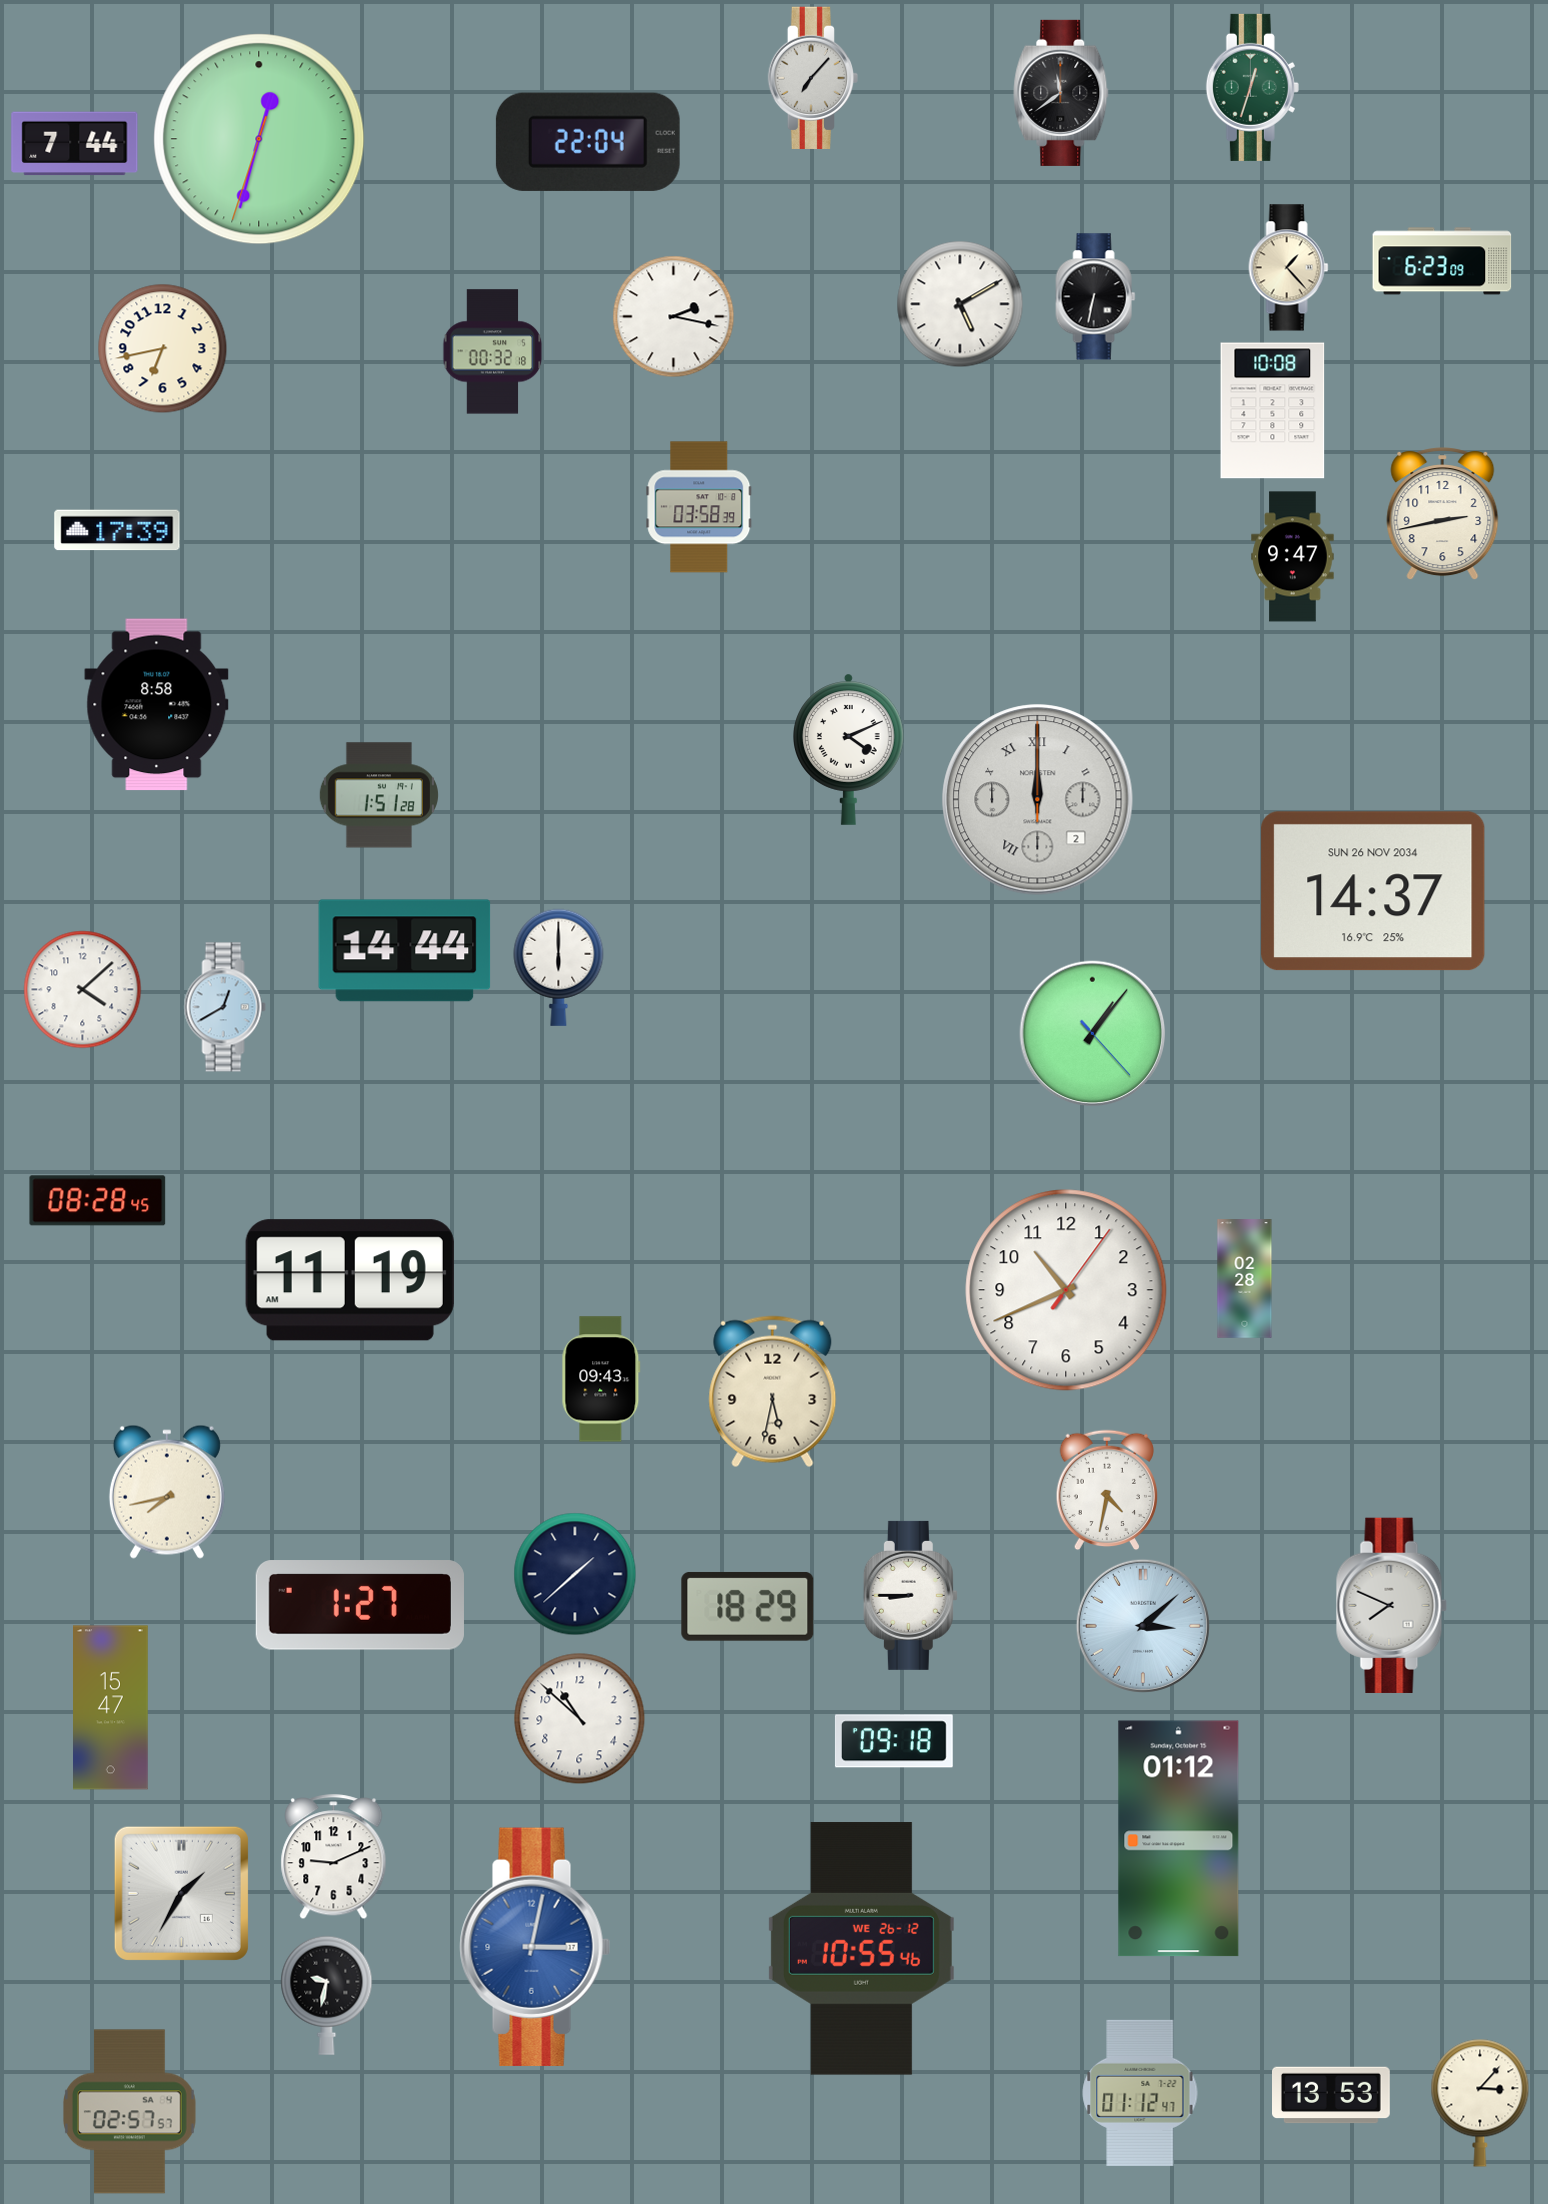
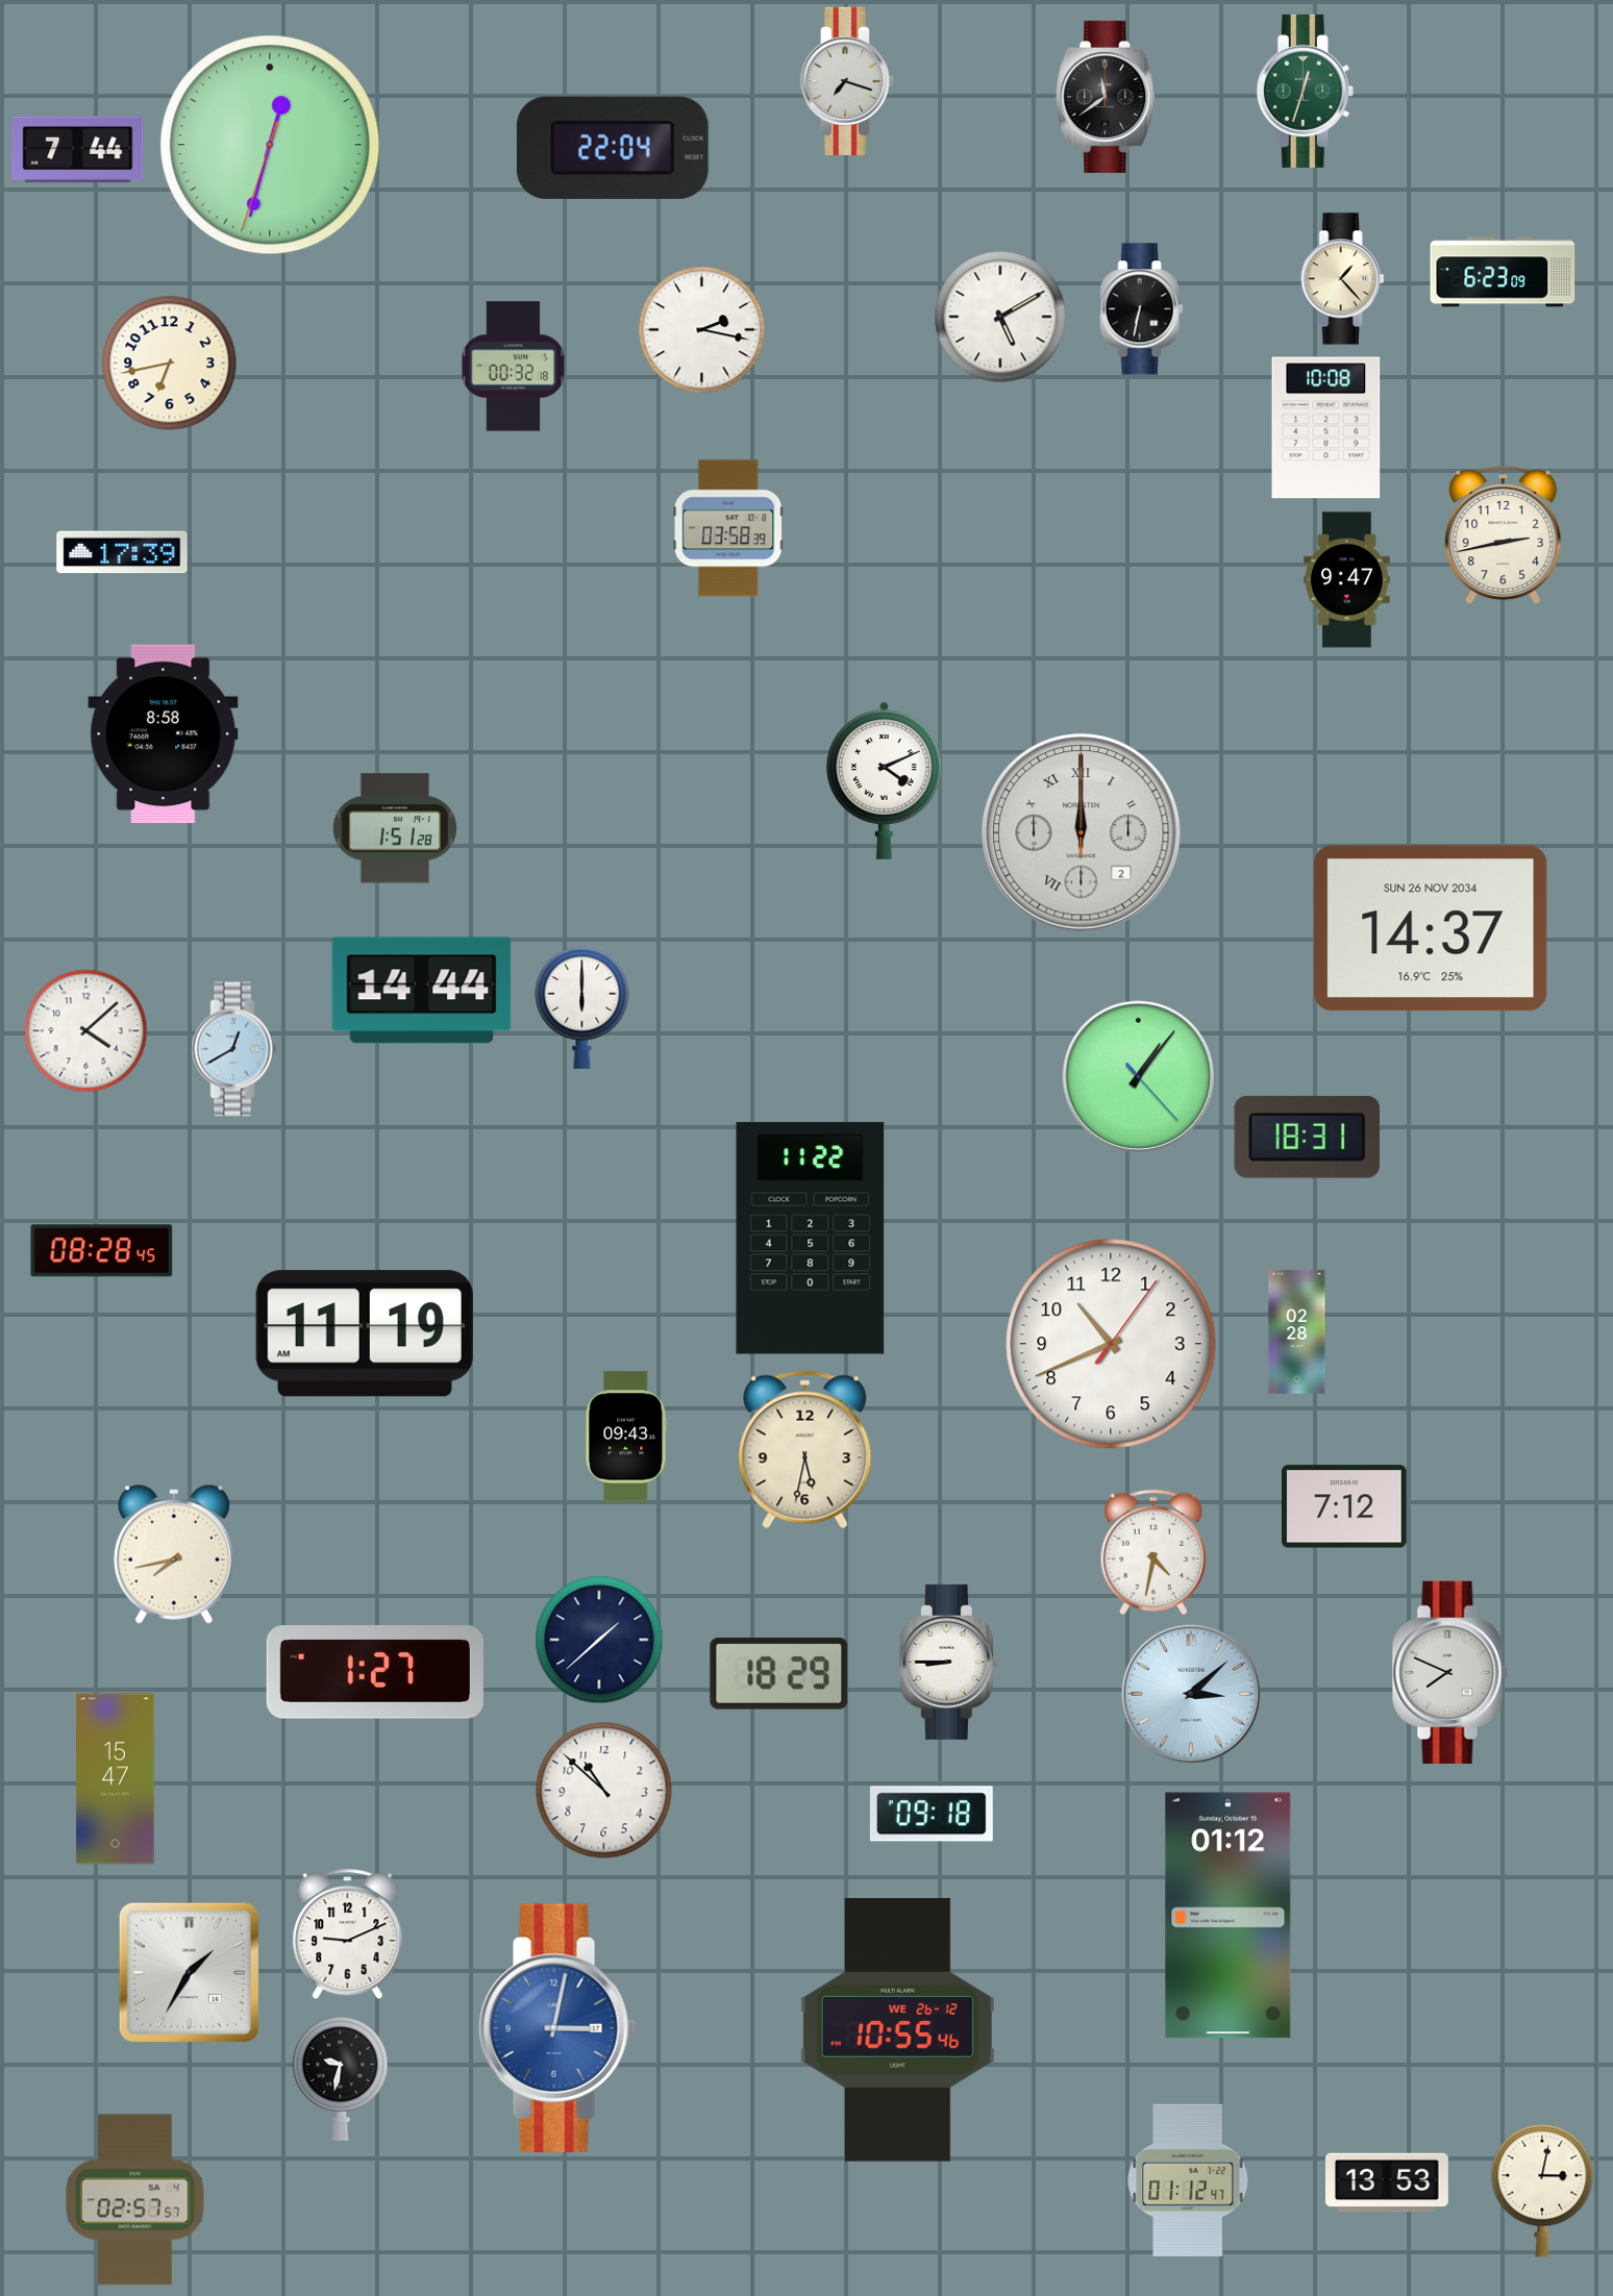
clock at (813, 77): 7:07 -> 7:18
clock at (1308, 1137): none -> 18:31
clock at (811, 1239): none -> 11:22
clock at (1345, 1506): none -> 7:12
clock at (1480, 2103): 3:07 -> 3:02
